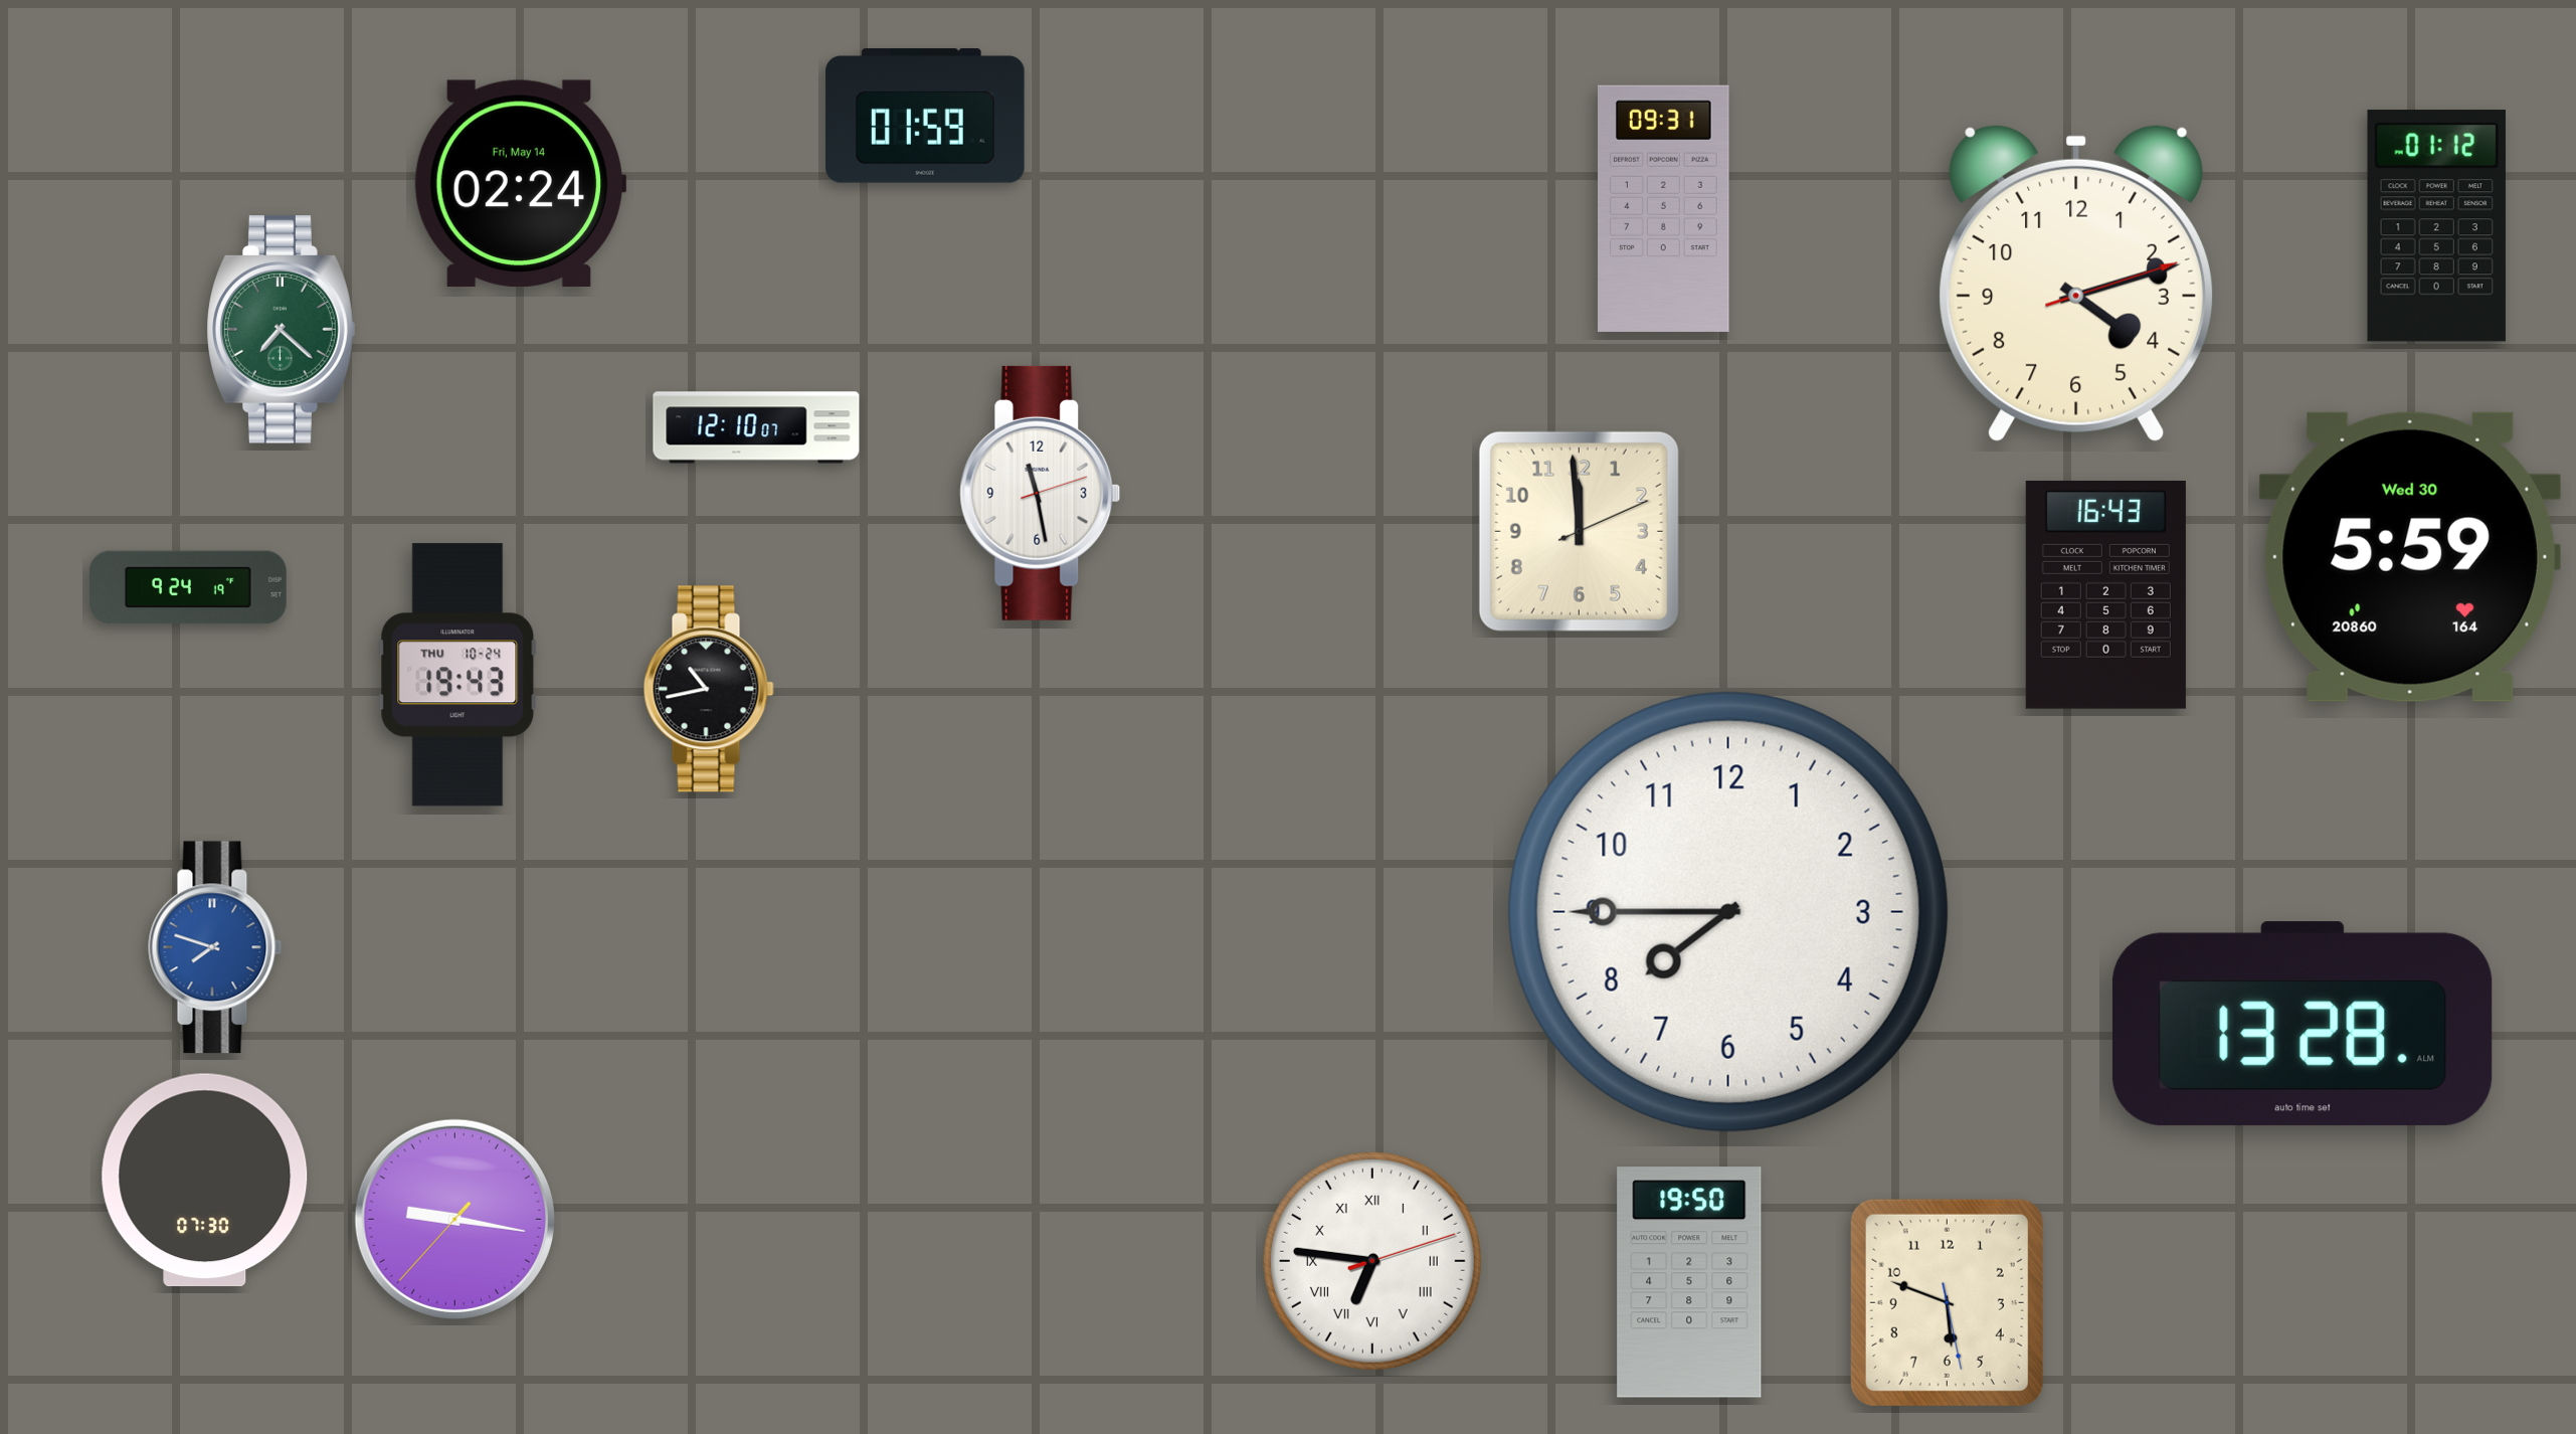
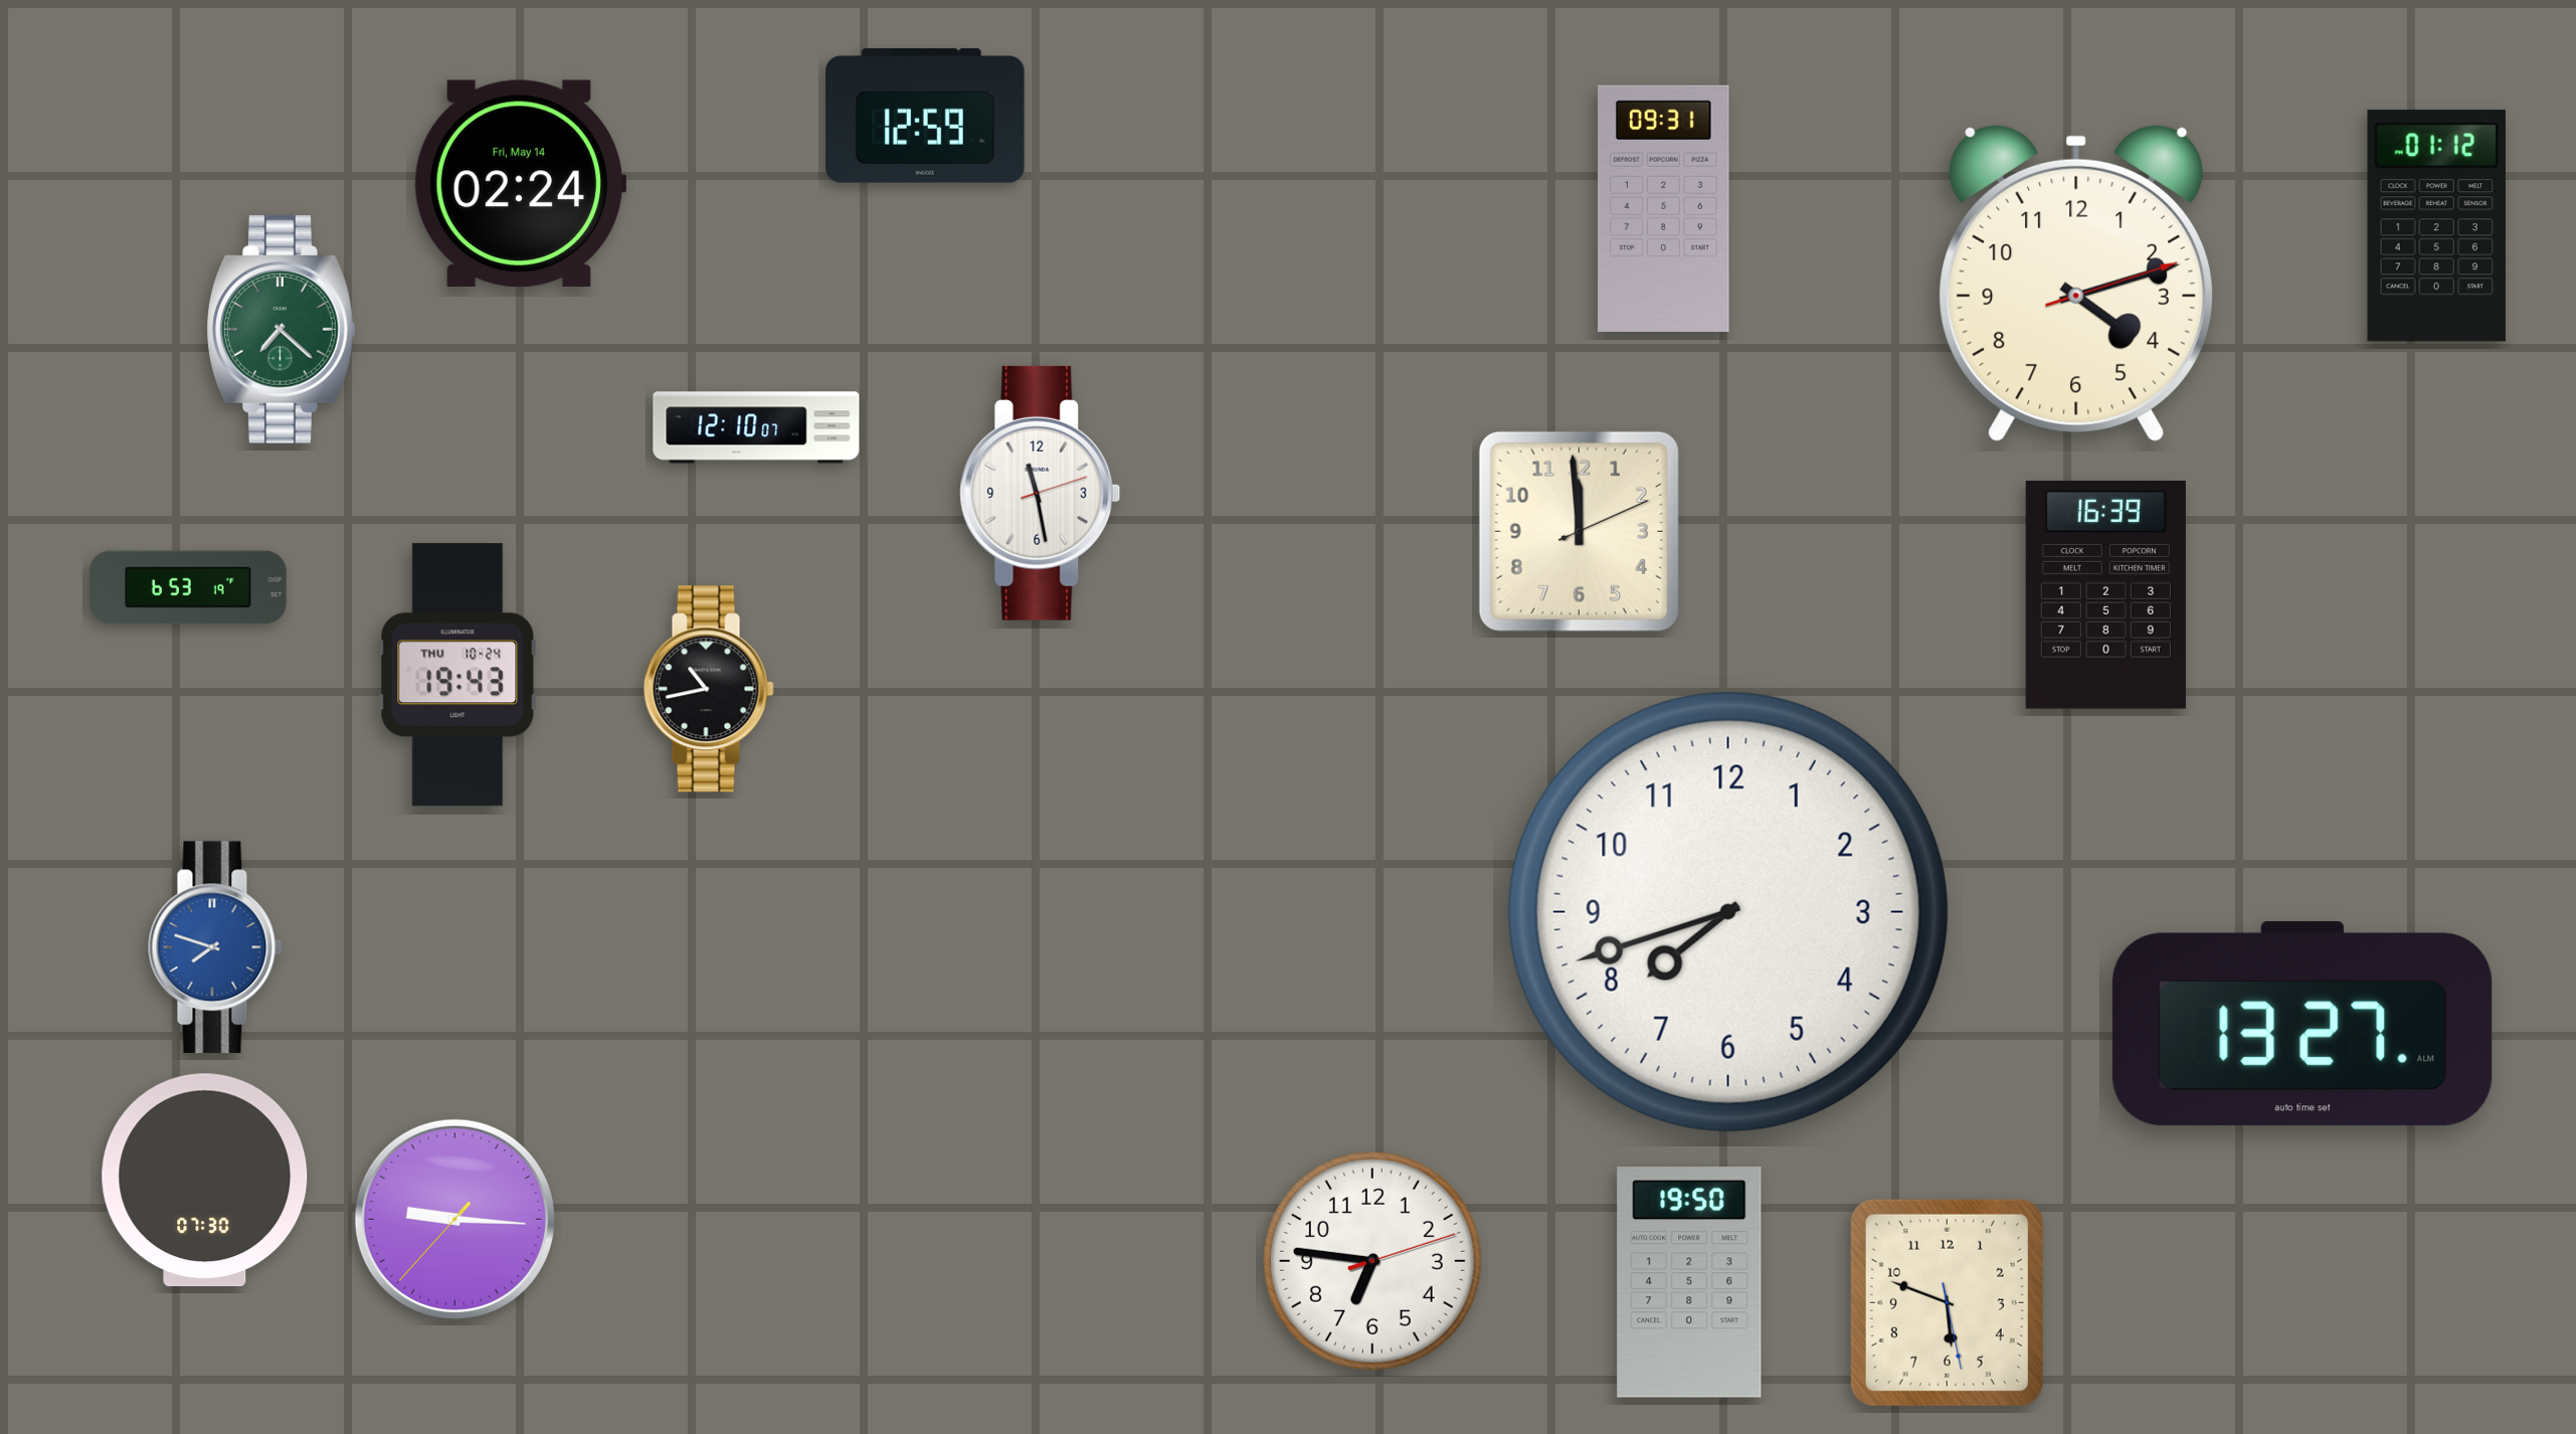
clock at (925, 116): 01:59 -> 12:59
clock at (2410, 557): 5:59 -> none
clock at (189, 587): 9:24 -> 6:53
clock at (2105, 595): 16:43 -> 16:39
clock at (1728, 912): 7:45 -> 7:42
clock at (2303, 1024): 13:28 -> 13:27
clock at (454, 1219): 9:16 -> 9:15
clock at (1372, 1261) numerals: Roman -> Arabic
